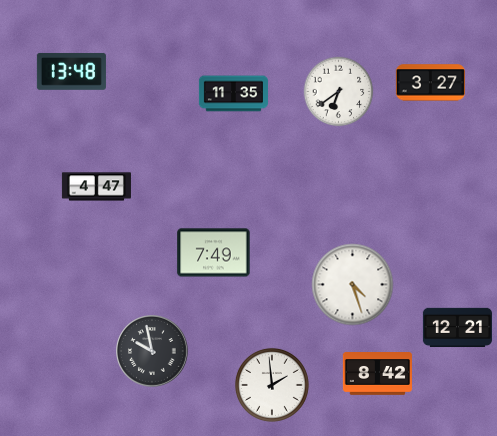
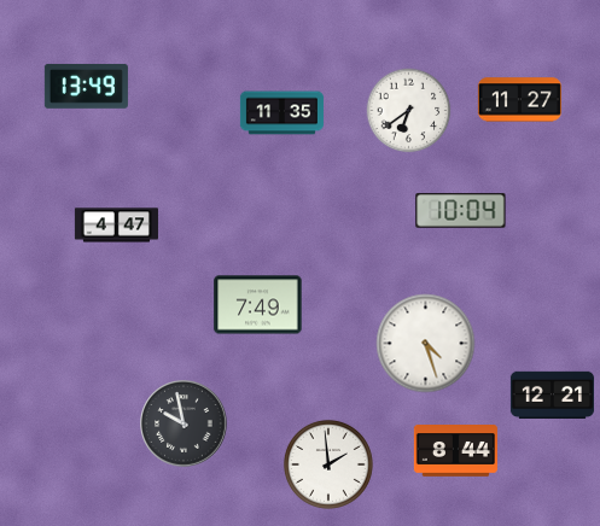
clock at (71, 72): 13:48 -> 13:49
clock at (430, 83): 3:27 -> 11:27
clock at (461, 211): none -> 10:04
clock at (377, 374): 8:42 -> 8:44
